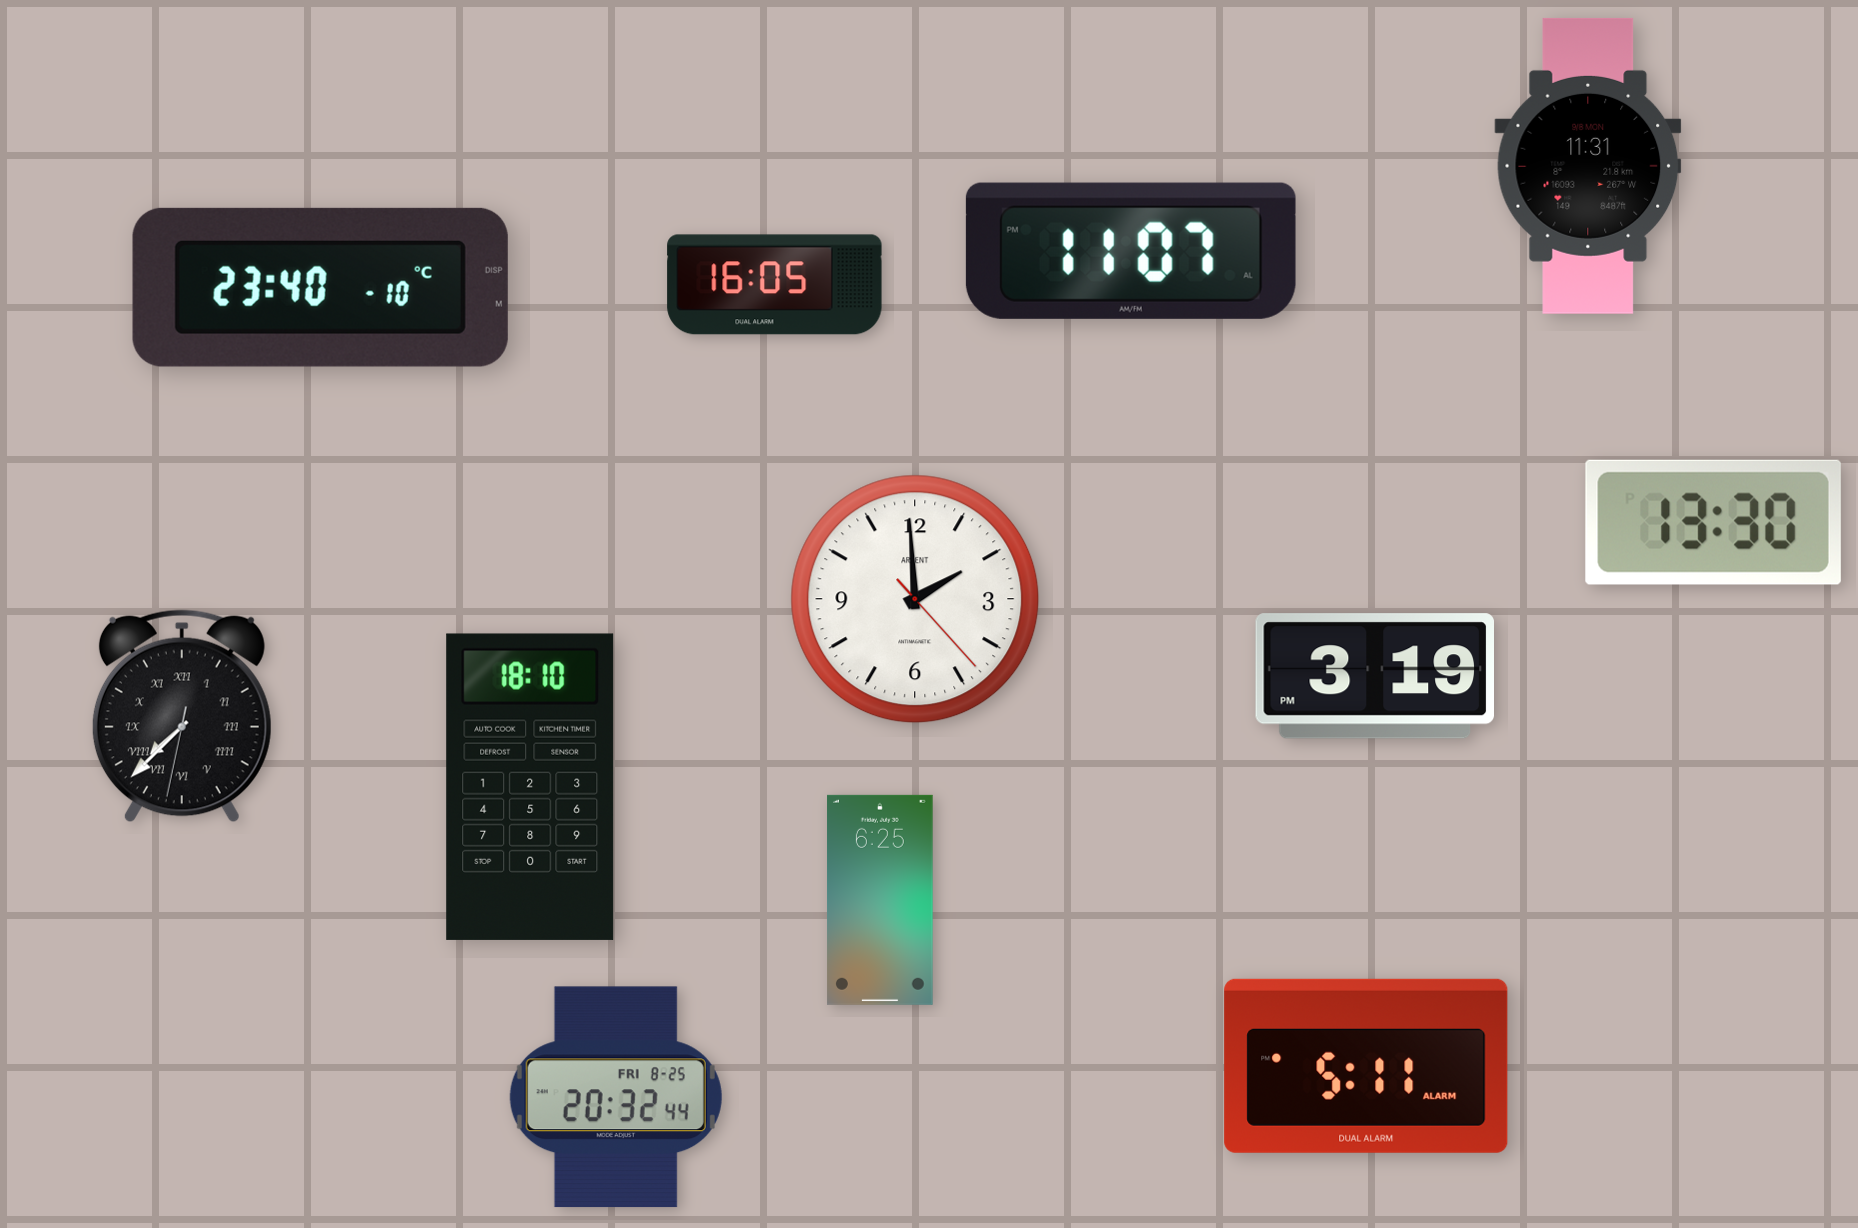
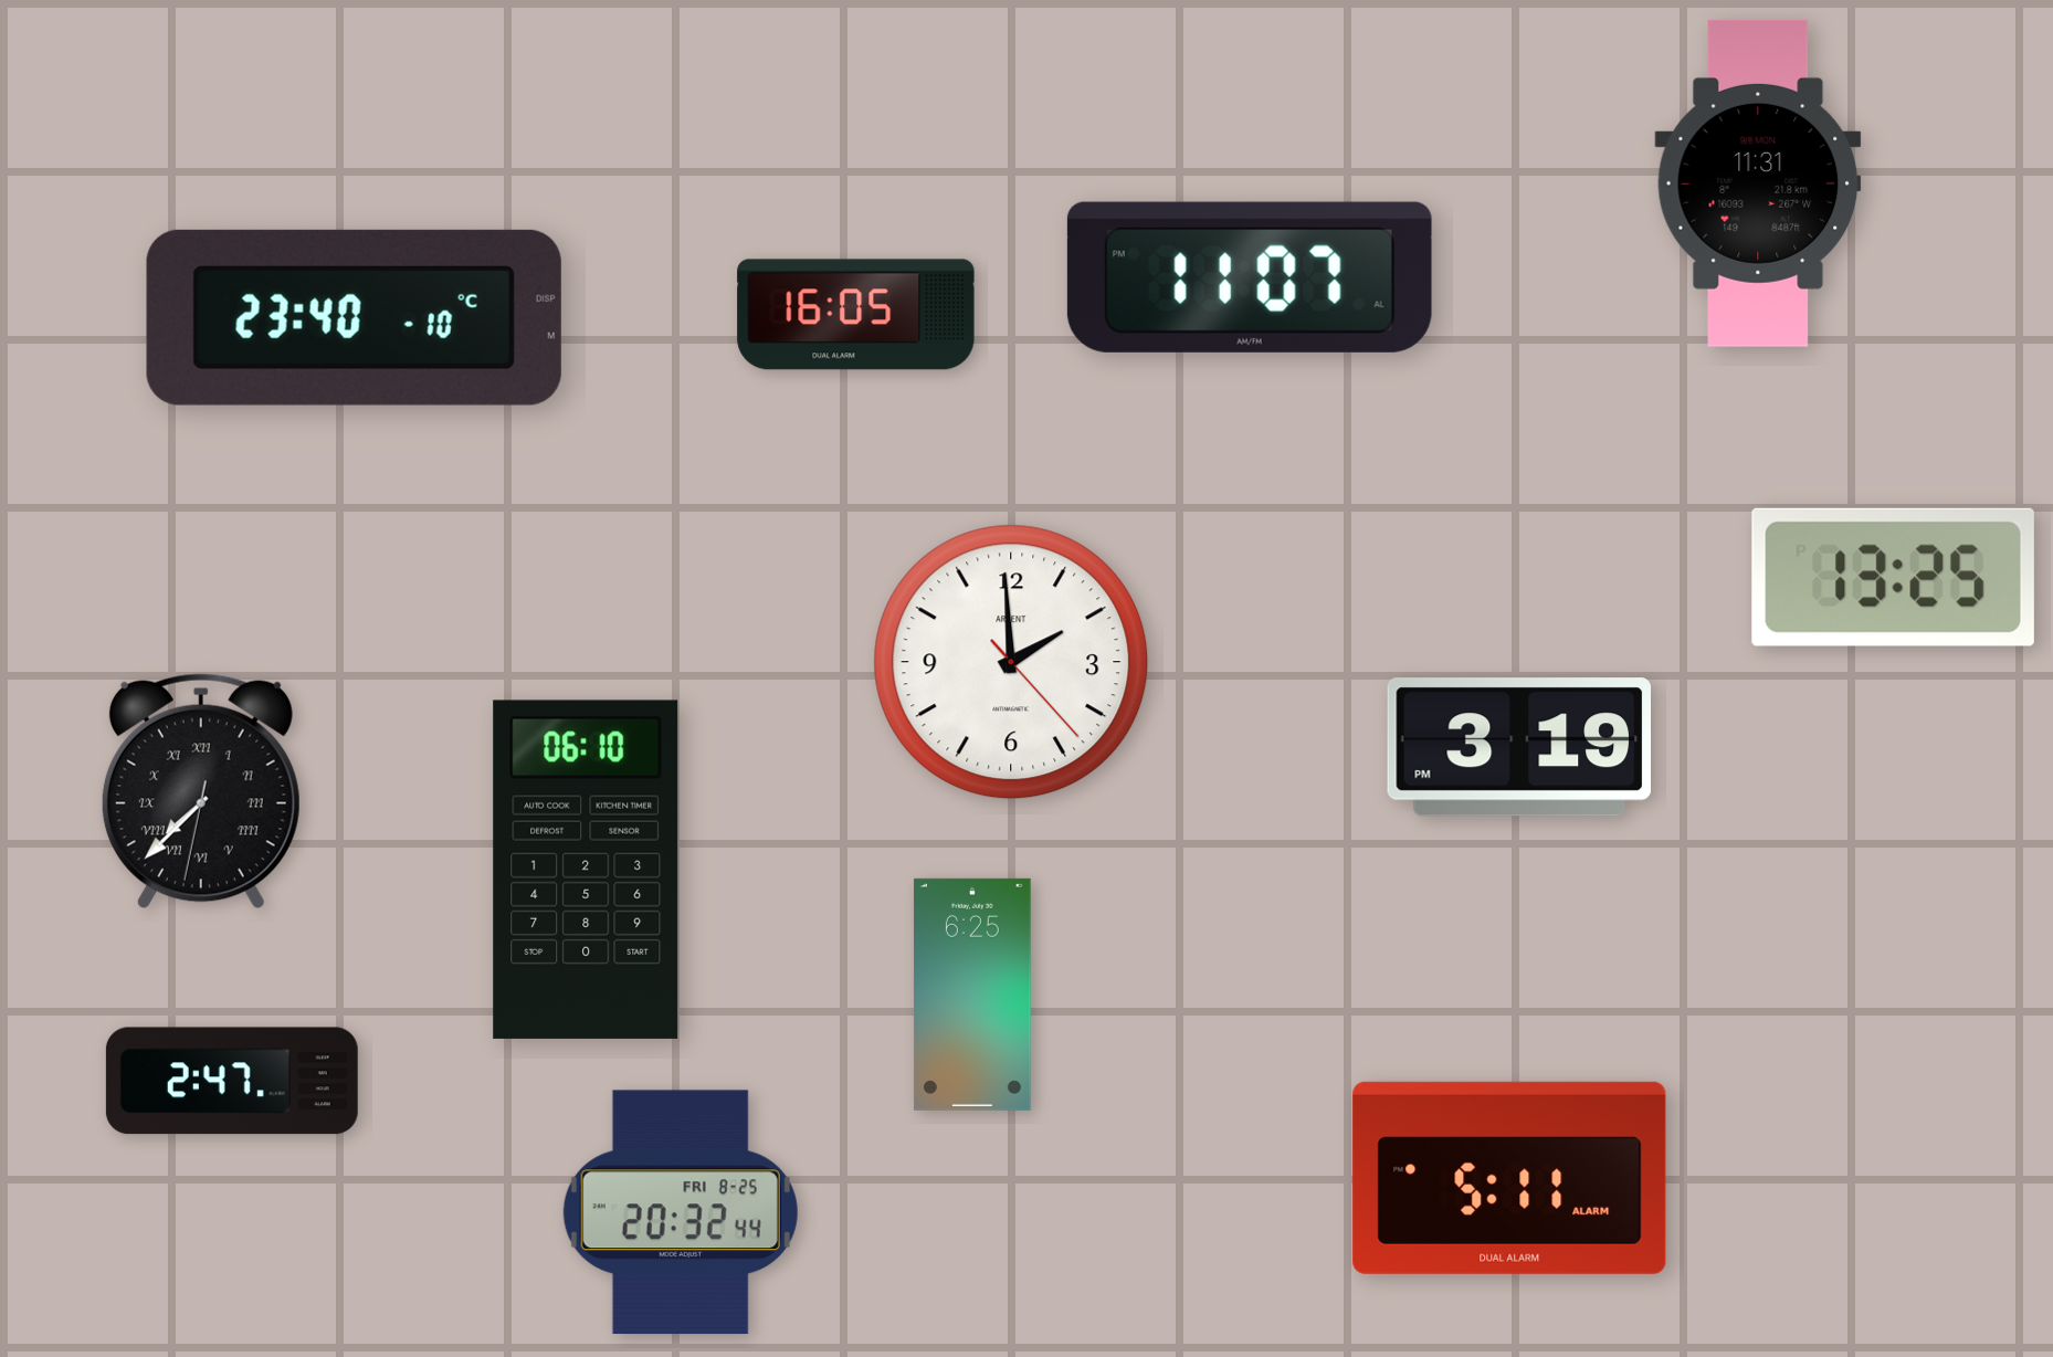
clock at (1588, 166) position: (1588, 166) -> (1758, 183)
clock at (1713, 522): 13:30 -> 13:25
clock at (530, 787): 18:10 -> 06:10
clock at (232, 1081): none -> 2:47
